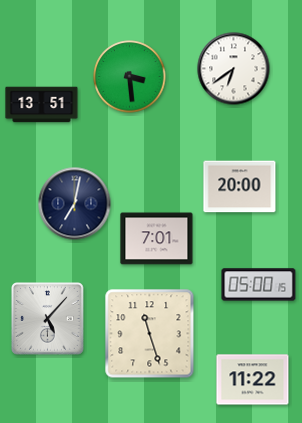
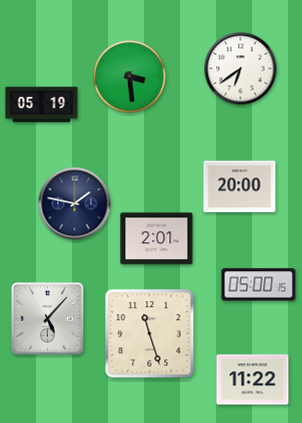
clock at (234, 69) position: (234, 69) -> (241, 69)
clock at (42, 105): 13:51 -> 05:19
clock at (75, 204): 7:02 -> 1:47
clock at (157, 239): 7:01 -> 2:01
